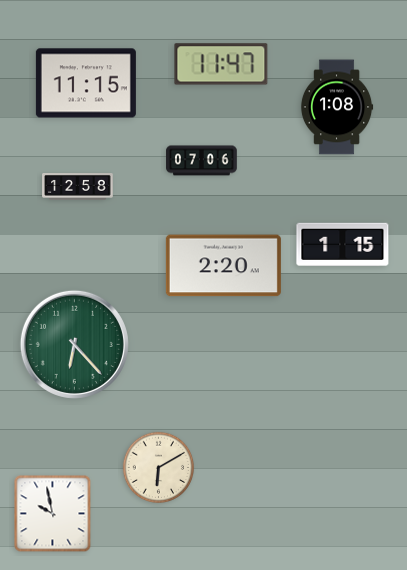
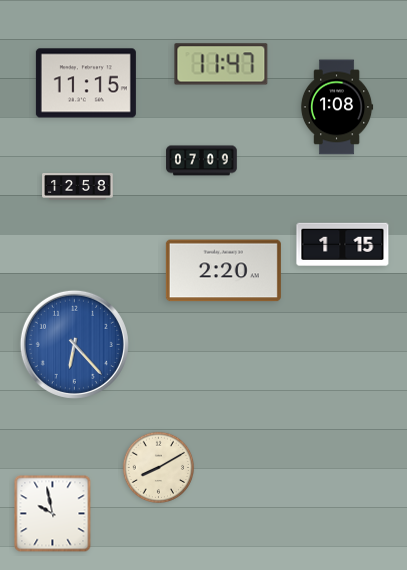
clock at (202, 161): 07:06 -> 07:09
clock at (223, 266) position: (223, 266) -> (223, 271)
clock at (74, 344) dial: green -> blue
clock at (159, 468): 6:10 -> 8:10
